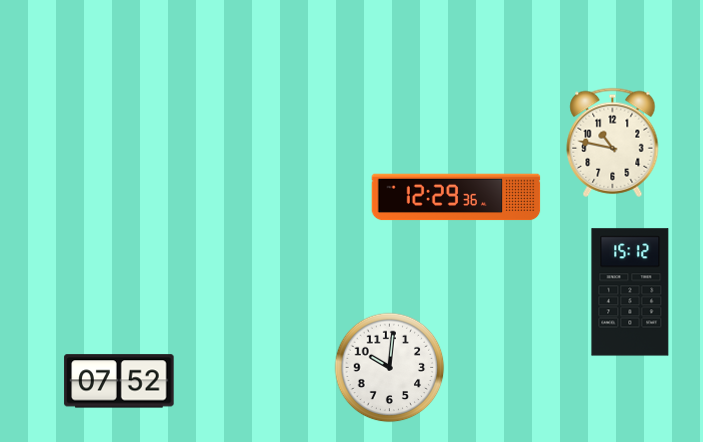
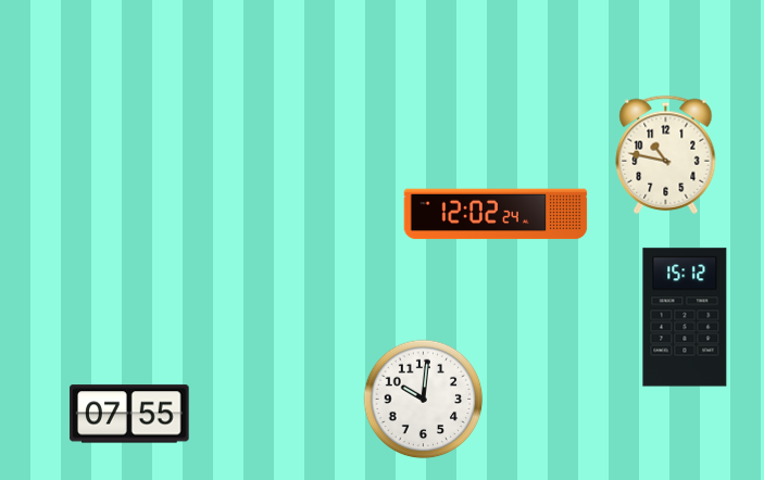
clock at (456, 197): 12:29 -> 12:02
clock at (119, 381): 07:52 -> 07:55
